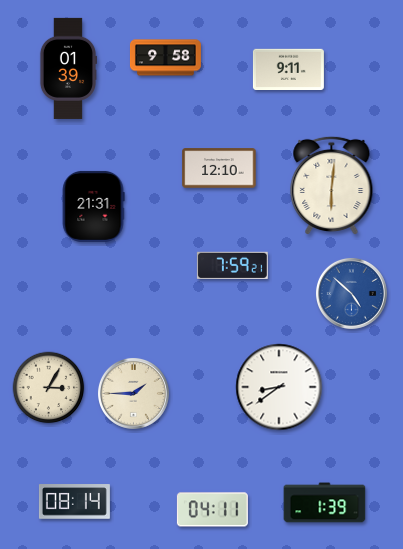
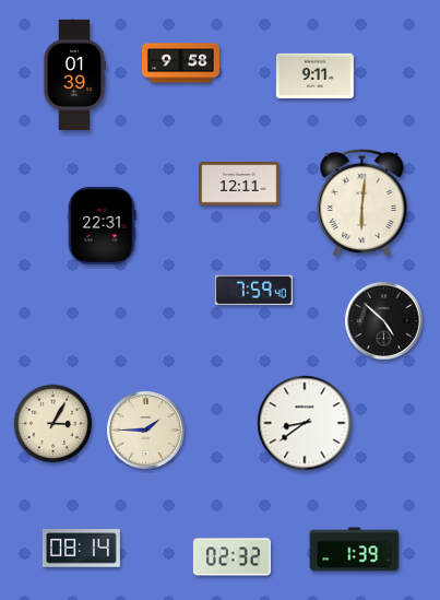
clock at (219, 168): 12:10 -> 12:11
clock at (93, 206): 21:31 -> 22:31
clock at (232, 265): 7:59:21 -> 7:59:40
clock at (351, 293) dial: blue -> black
clock at (212, 510): 04:11 -> 02:32
